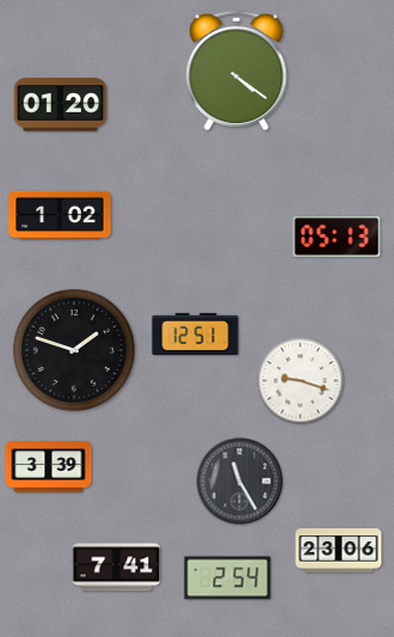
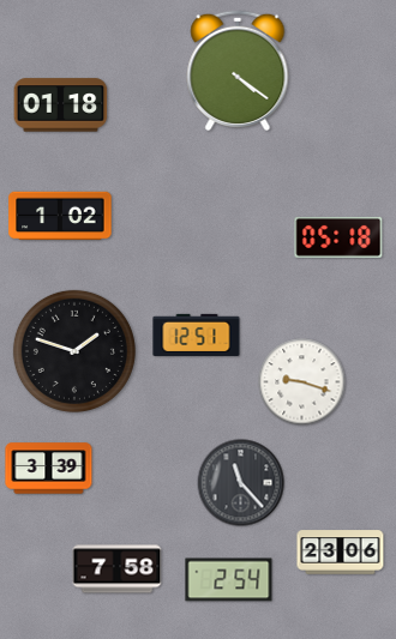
clock at (61, 105): 01:20 -> 01:18
clock at (337, 237): 05:13 -> 05:18
clock at (240, 482): 11:25 -> 11:23
clock at (117, 568): 7:41 -> 7:58
